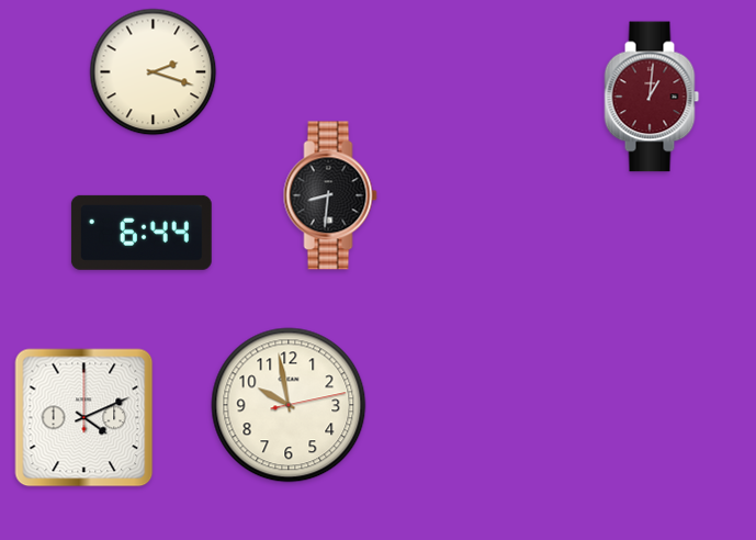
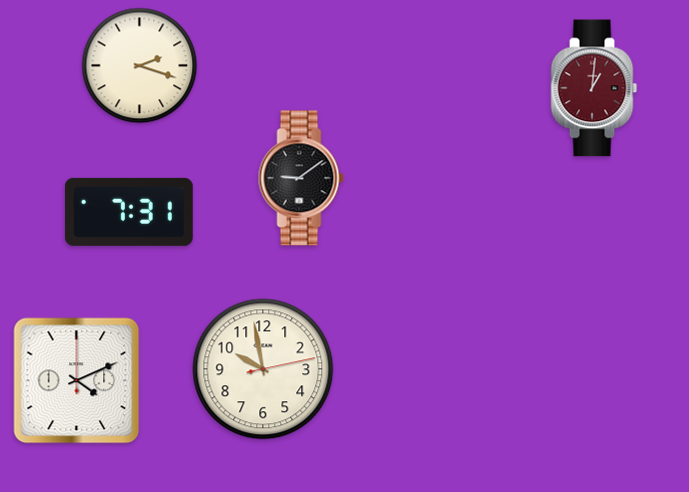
clock at (330, 195): 8:31 -> 9:09
clock at (142, 233): 6:44 -> 7:31
